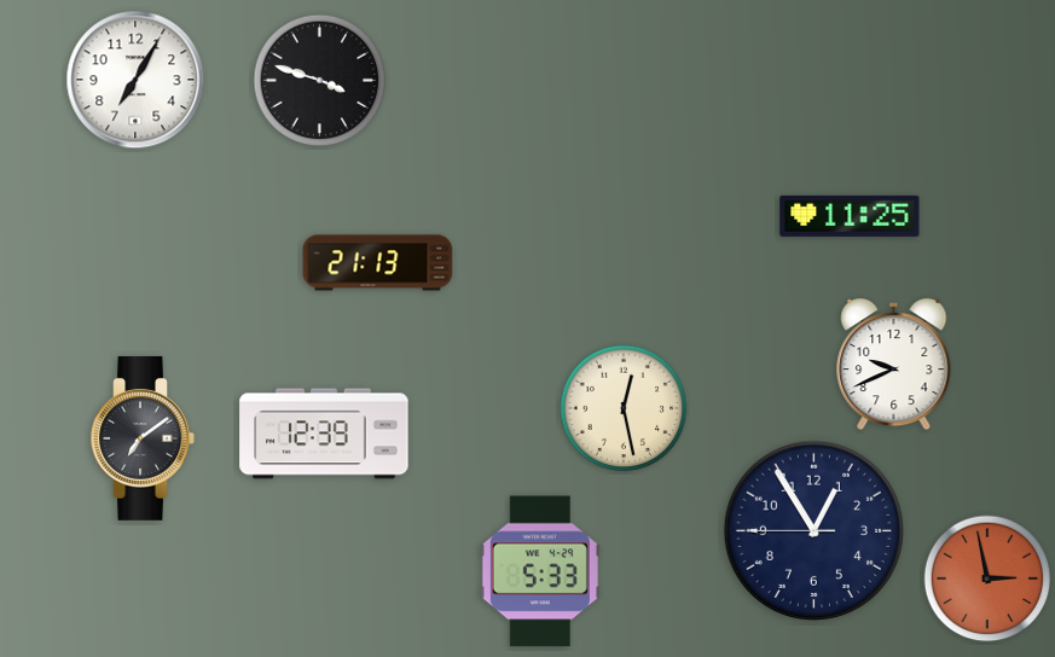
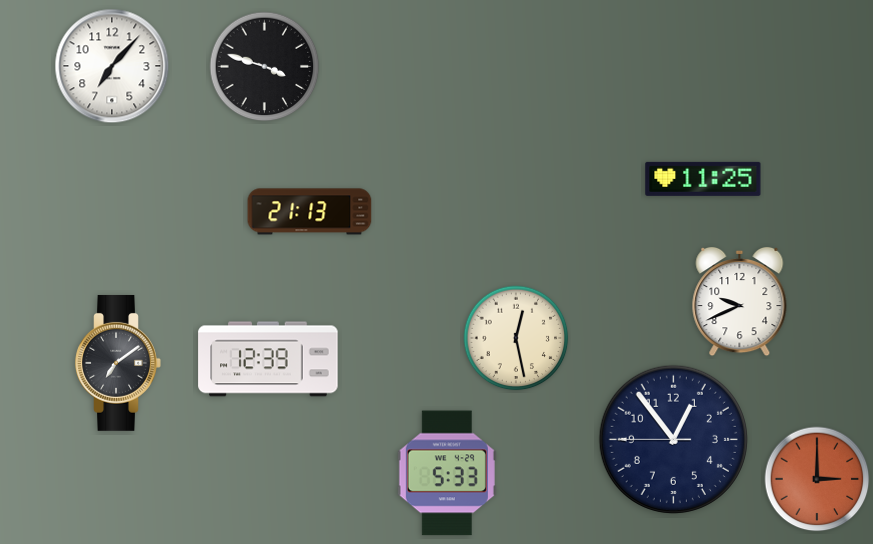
clock at (135, 80): 7:05 -> 7:07
clock at (378, 263) position: (378, 263) -> (310, 212)
clock at (813, 530): 12:54 -> 12:53
clock at (987, 578): 2:58 -> 3:00
